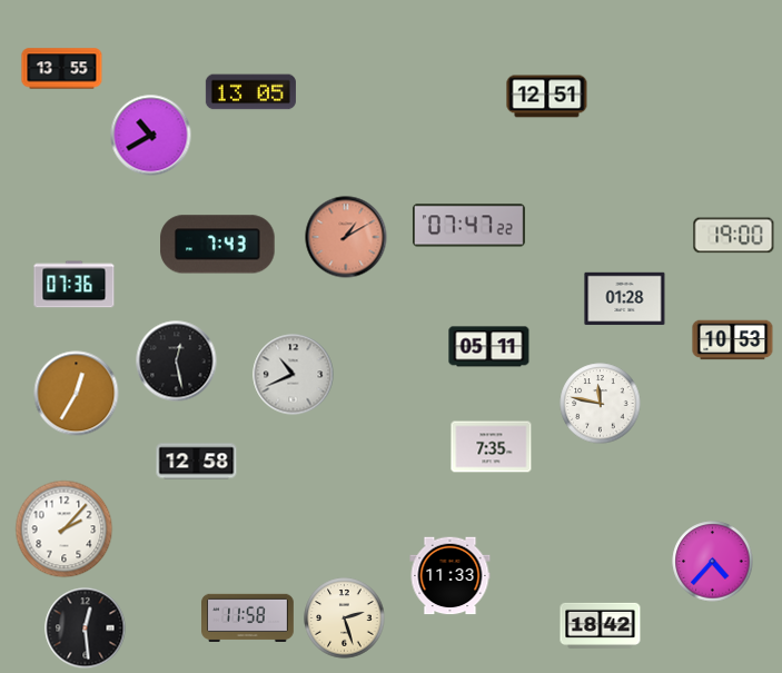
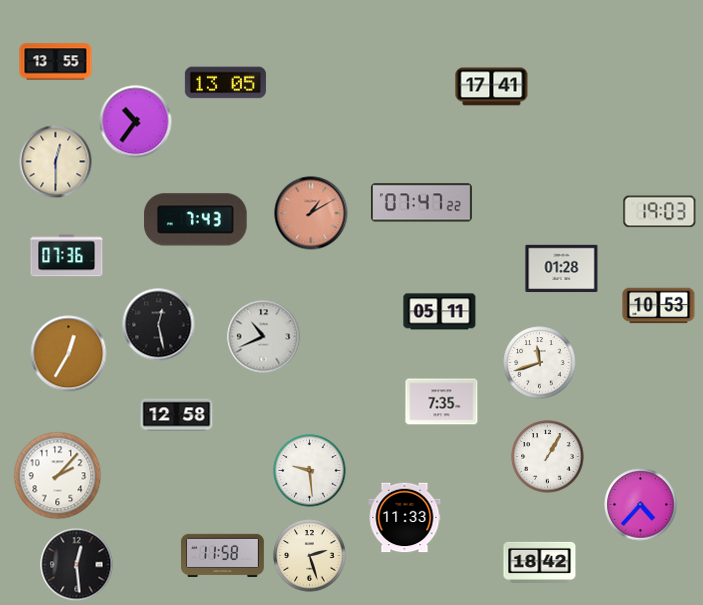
clock at (547, 97): 12:51 -> 17:41
clock at (151, 136): 10:40 -> 10:36
clock at (56, 162): none -> 12:30
clock at (734, 236): 19:00 -> 19:03
clock at (601, 404): 11:47 -> 11:42
clock at (548, 457): none -> 1:05
clock at (310, 471): none -> 9:29
